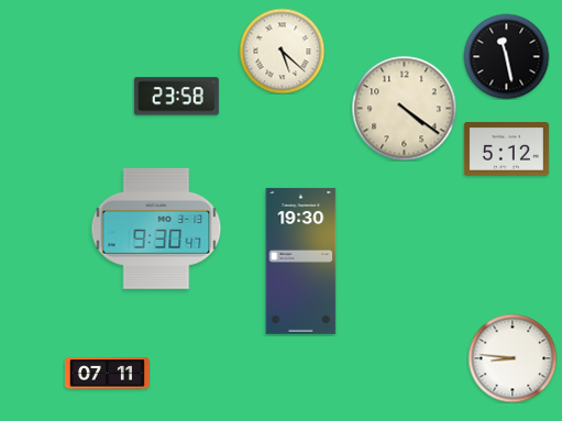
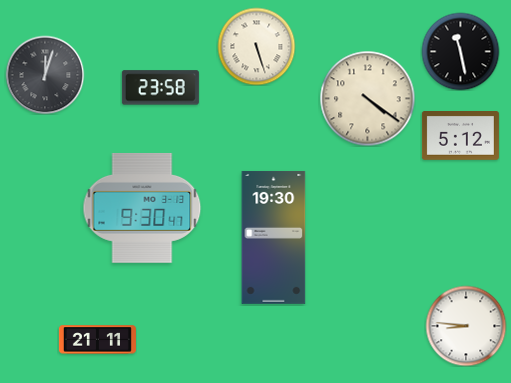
clock at (282, 51): 5:22 -> 5:27
clock at (45, 75): none -> 12:03
clock at (107, 374): 07:11 -> 21:11
